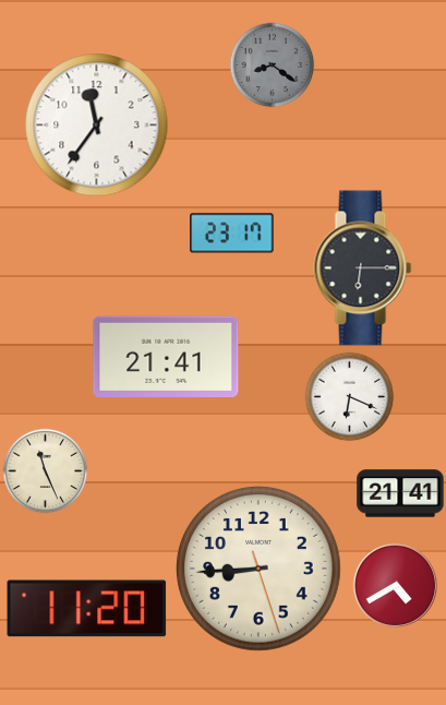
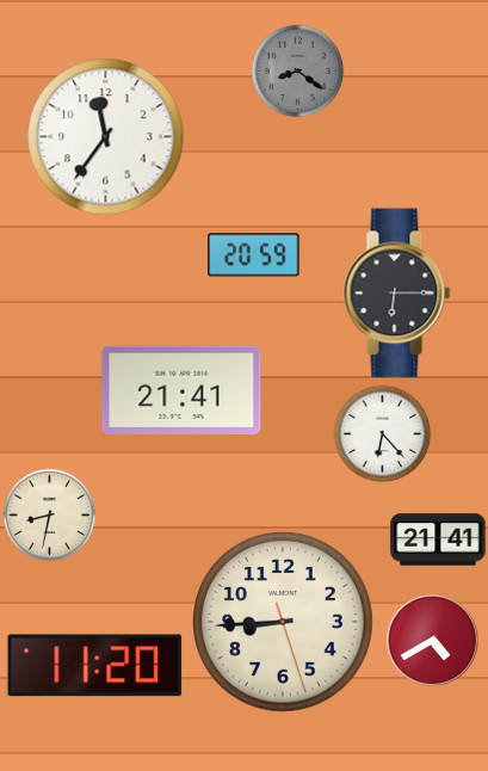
clock at (232, 234): 23:17 -> 20:59
clock at (349, 396): 6:19 -> 6:23
clock at (45, 470): 11:26 -> 8:32
